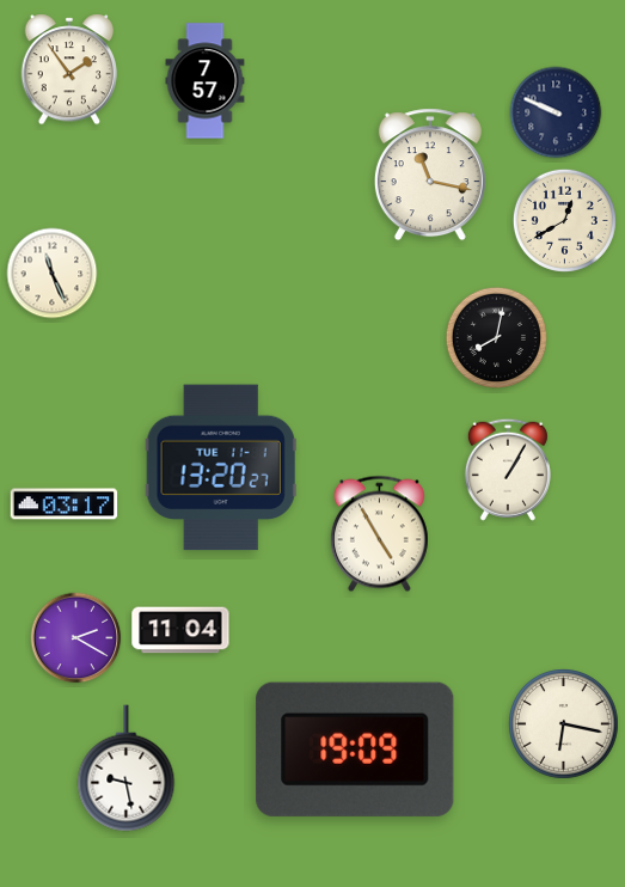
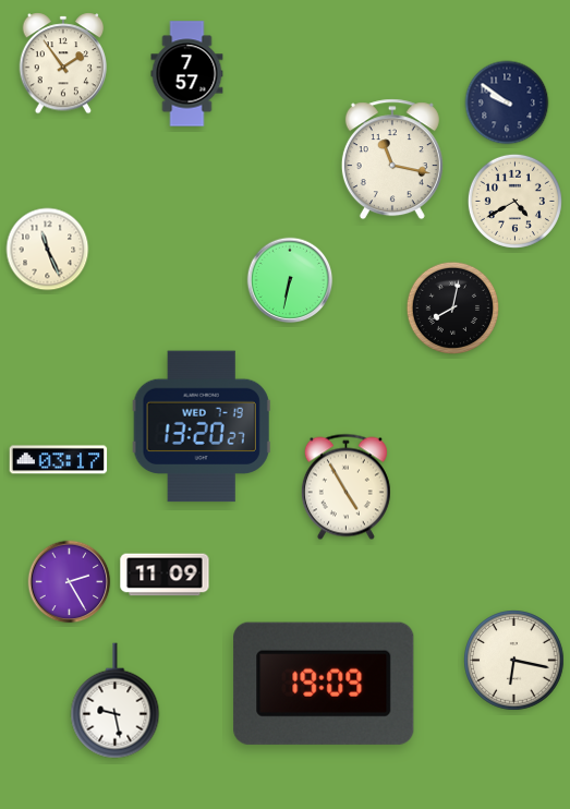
clock at (556, 112): 9:49 -> 9:51
clock at (564, 220): 12:40 -> 4:40
clock at (290, 280): none -> 6:32
clock at (221, 467) date: TUE 11-1 -> WED 7-19
clock at (508, 470): 1:05 -> none
clock at (180, 630): 11:04 -> 11:09
clock at (76, 638): 2:20 -> 2:25
